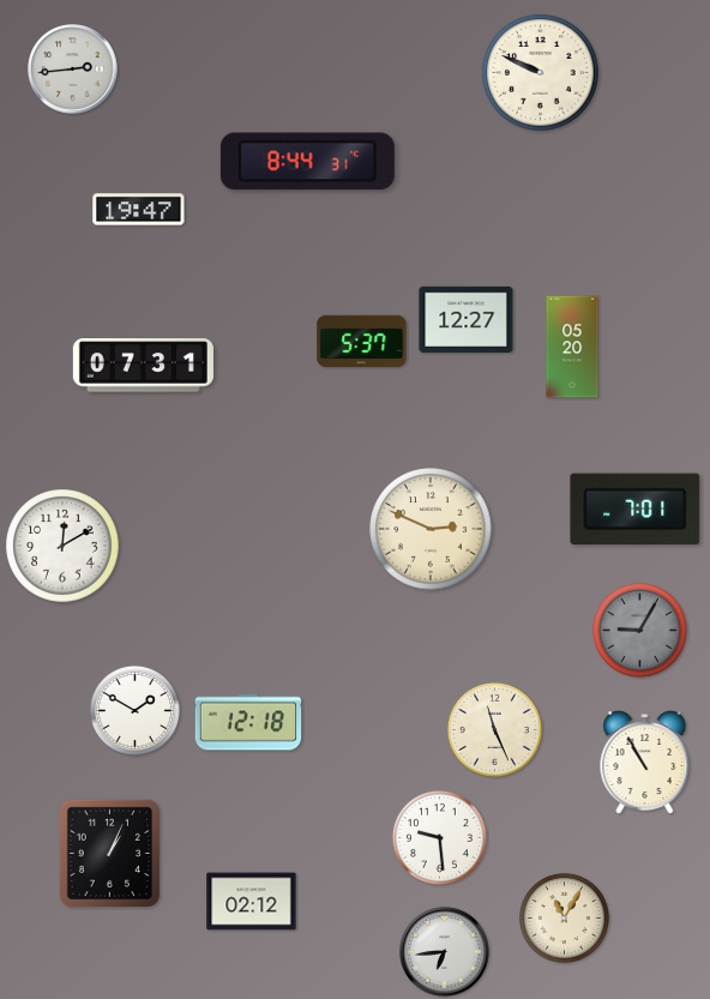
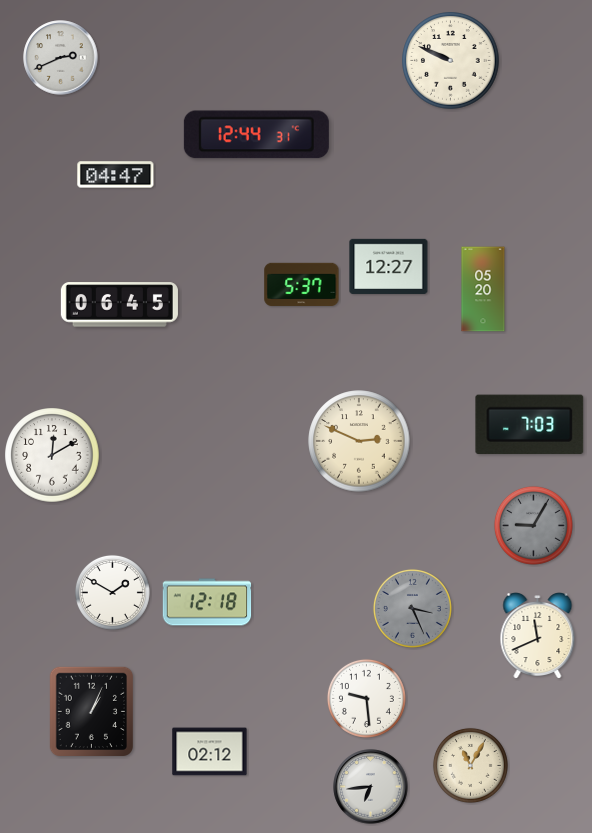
clock at (73, 70): 2:44 -> 2:41
clock at (307, 162): 8:44 -> 12:44
clock at (139, 210): 19:47 -> 04:47
clock at (572, 347) position: (572, 347) -> (483, 289)
clock at (143, 366): 07:31 -> 06:45
clock at (636, 510): 7:01 -> 7:03
clock at (494, 729): 11:26 -> 3:26
clock at (494, 729) dial: cream -> grey
clock at (645, 763): 10:55 -> 11:41
clock at (445, 952) position: (445, 952) -> (371, 787)
